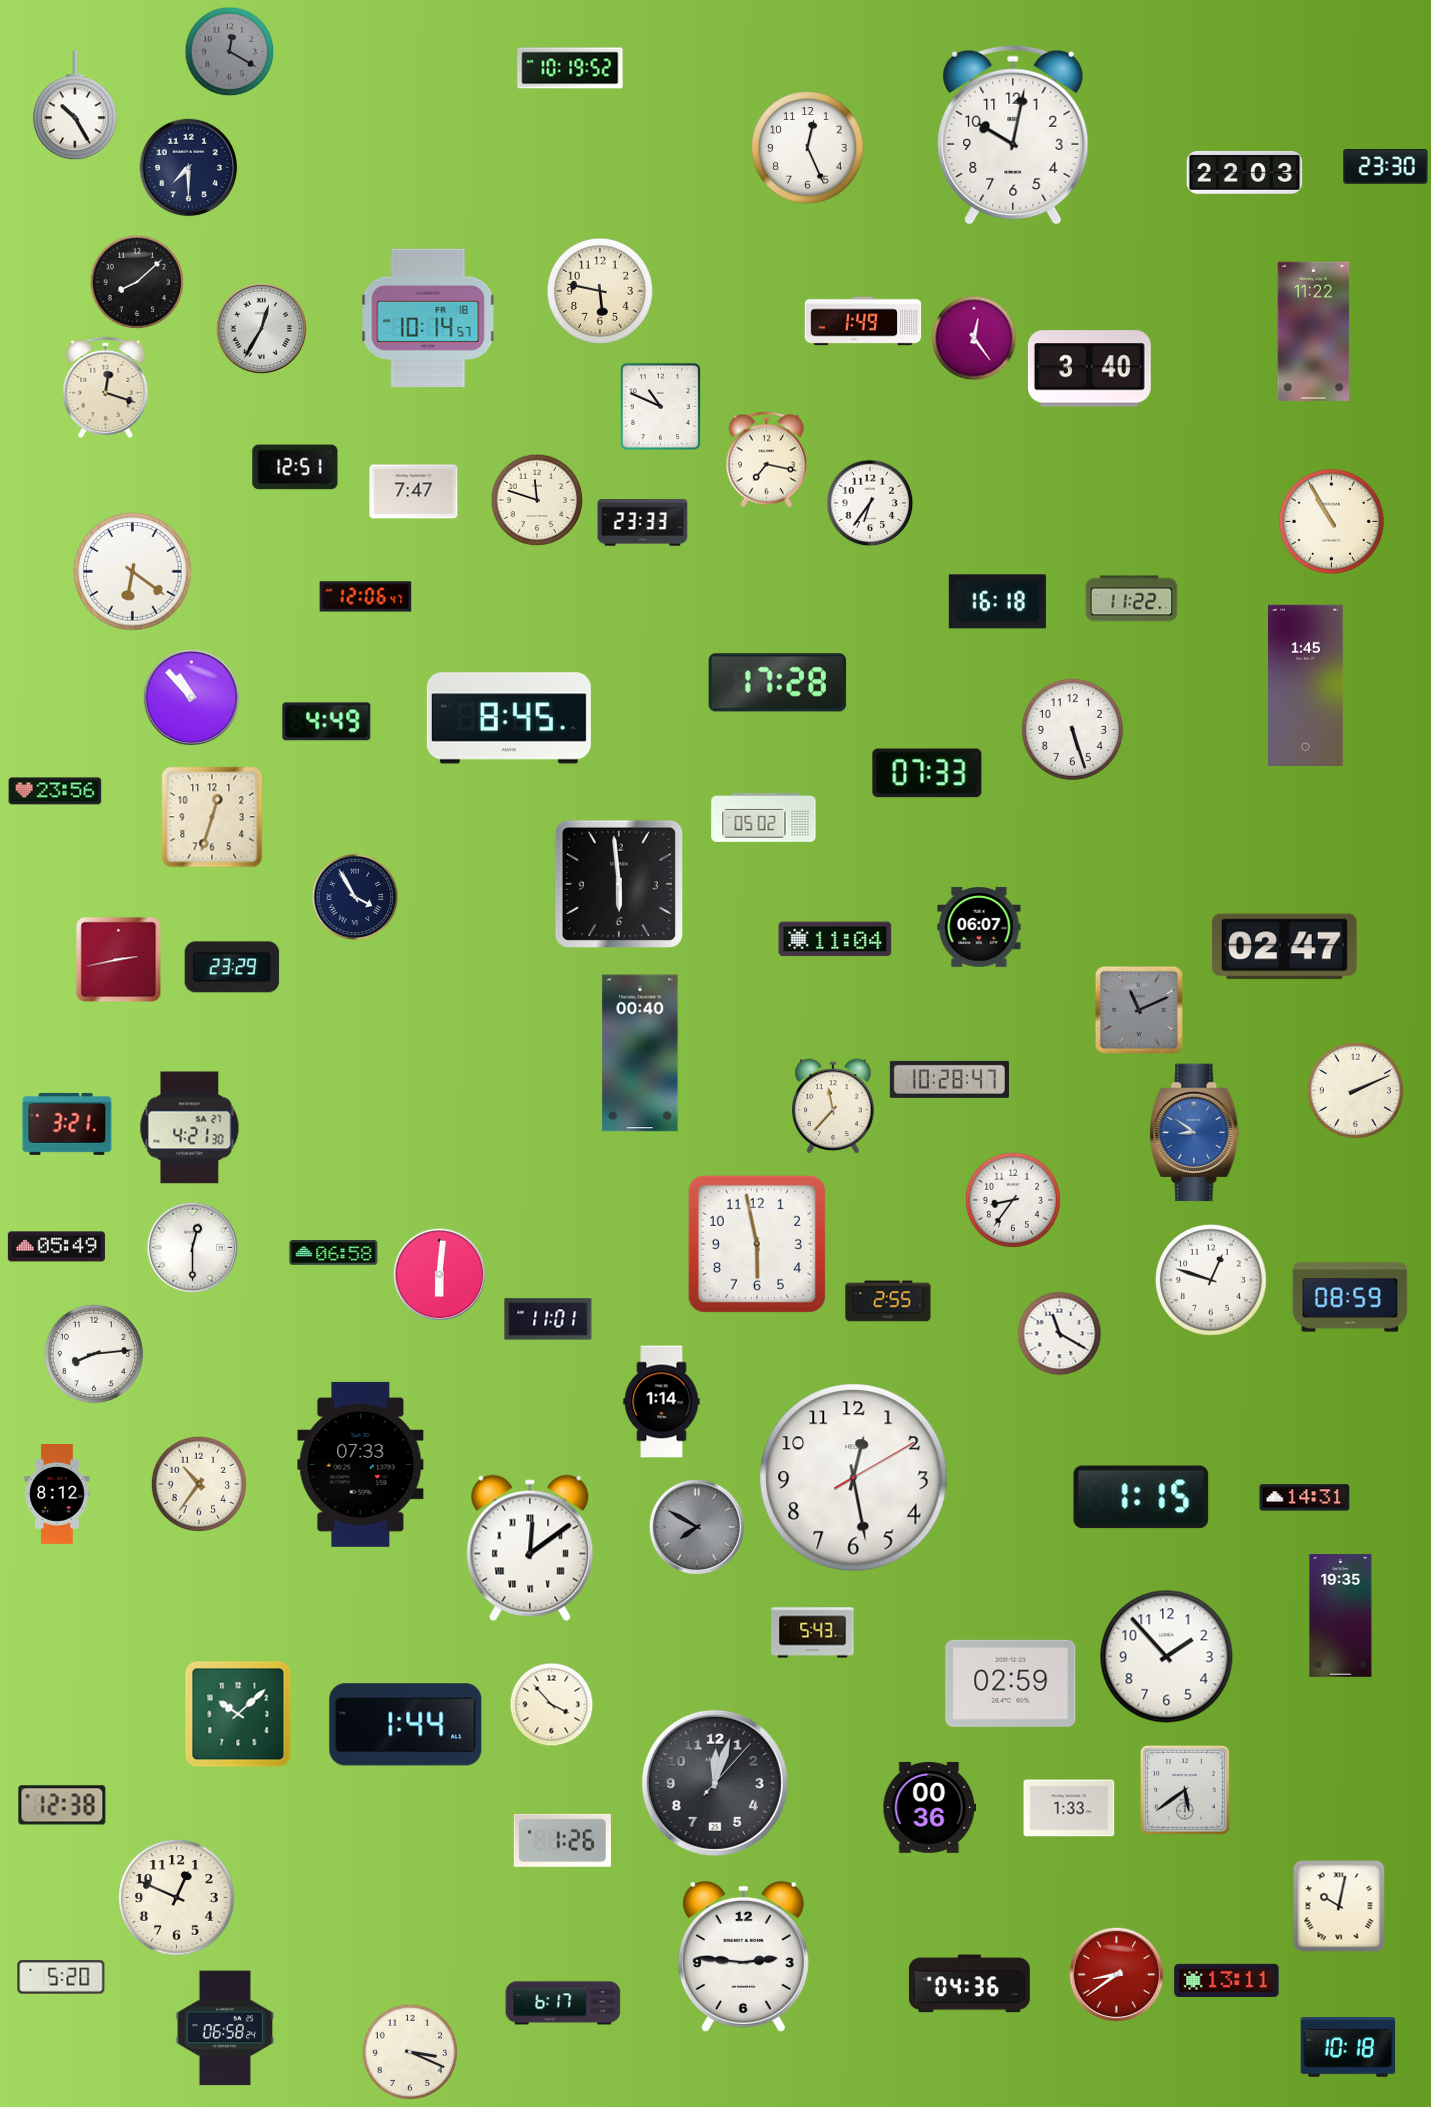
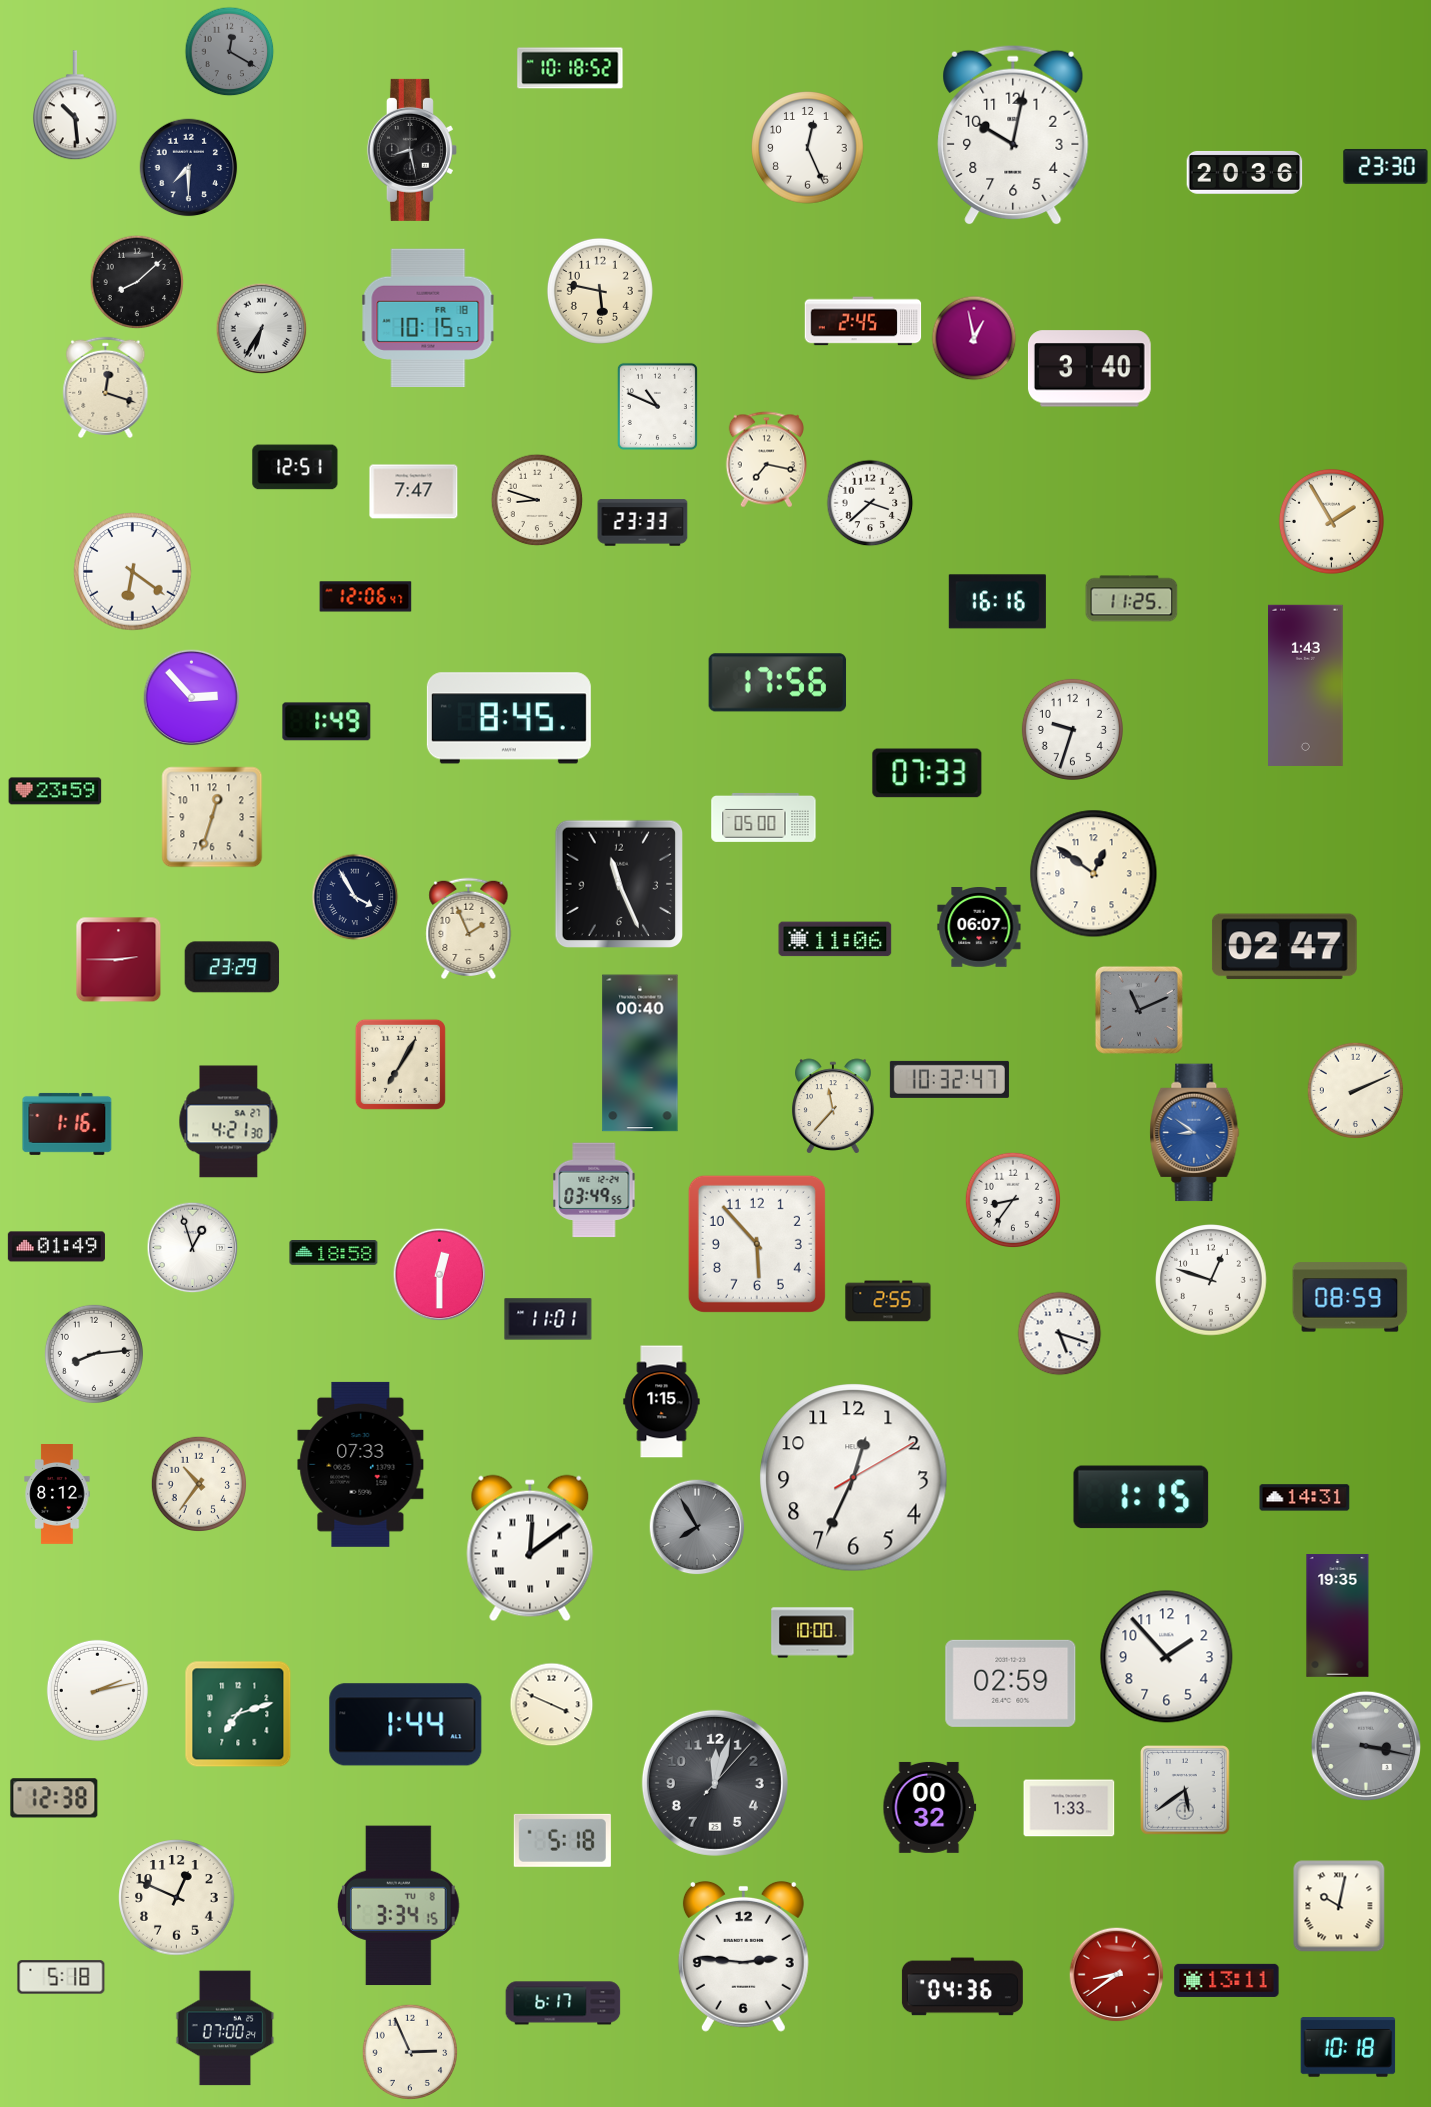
clock at (570, 68): 10:19 -> 10:18
clock at (75, 106): 10:25 -> 10:29
clock at (412, 150): none -> 8:28
clock at (1245, 172): 22:03 -> 20:36
clock at (428, 318): 10:14 -> 10:15
clock at (863, 321): 1:49 -> 2:45
clock at (262, 329): 12:35 -> 6:35
clock at (1314, 331): 11:22 -> none
clock at (974, 338): 12:24 -> 12:58
clock at (660, 406) position: (660, 406) -> (657, 406)
clock at (537, 500): 11:48 -> 8:48
clock at (870, 503): 6:36 -> 3:38
clock at (1331, 521): 10:55 -> 1:55
clock at (1132, 599): 11:22 -> 11:25
clock at (997, 602): 16:18 -> 16:16
clock at (778, 683): 17:28 -> 17:56
clock at (1306, 685): 1:45 -> 1:43
clock at (192, 698): 10:53 -> 2:53
clock at (327, 722): 4:49 -> 1:49
clock at (1072, 729): 5:27 -> 9:33
clock at (55, 791): 23:56 -> 23:59
clock at (764, 817): 05:02 -> 05:00
clock at (1094, 874): none -> 12:51
clock at (618, 883): 5:59 -> 11:26
clock at (469, 928): none -> 1:56
clock at (835, 939): 11:04 -> 11:06
clock at (119, 960): 2:43 -> 2:45
clock at (400, 1064): none -> 7:05
clock at (949, 1079): 10:28 -> 10:32
clock at (67, 1124): 3:21 -> 1:16
clock at (190, 1128) position: (190, 1128) -> (229, 1122)
clock at (594, 1190): none -> 03:49
clock at (757, 1244): 5:58 -> 5:53
clock at (56, 1247): 05:49 -> 01:49
clock at (193, 1248): 12:30 -> 12:57
clock at (334, 1253): 06:58 -> 18:58
clock at (440, 1275): 6:01 -> 12:30
clock at (1060, 1334): 11:20 -> 5:18
clock at (662, 1402): 1:14 -> 1:15
clock at (854, 1478): 12:28 -> 12:34
clock at (697, 1527): 7:50 -> 7:55
clock at (1341, 1616) position: (1341, 1616) -> (1338, 1616)
clock at (813, 1633): 5:43 -> 10:00
clock at (97, 1690): none -> 2:13
clock at (552, 1705): 3:53 -> 3:49
clock at (238, 1714): 10:08 -> 7:12
clock at (1365, 1745): none -> 3:17
clock at (62, 1805) position: (62, 1805) -> (54, 1798)
clock at (930, 1807): 00:36 -> 00:32
clock at (562, 1840): 1:26 -> 5:18
clock at (399, 1906): none -> 3:34
clock at (61, 1977): 5:20 -> 5:18
clock at (969, 1984) position: (969, 1984) -> (962, 1987)
clock at (225, 2028): 06:58 -> 07:00
clock at (409, 2051): 3:19 -> 2:56
